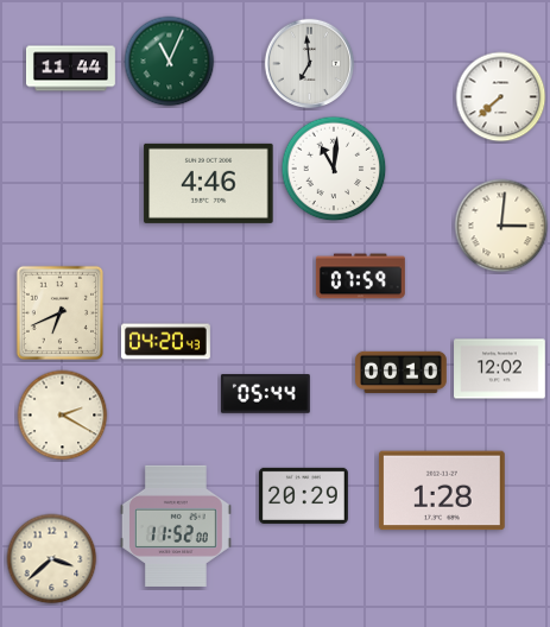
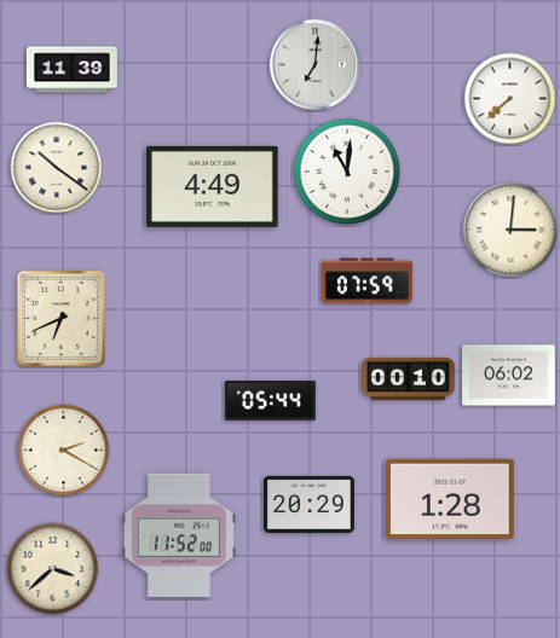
clock at (170, 62): 11:04 -> none
clock at (310, 64): 6:59 -> 7:01
clock at (70, 69): 11:44 -> 11:39
clock at (57, 168): none -> 10:21
clock at (334, 169) position: (334, 169) -> (347, 172)
clock at (209, 183): 4:46 -> 4:49
clock at (165, 342): 04:20 -> none
clock at (500, 369): 12:02 -> 06:02
clock at (63, 416) position: (63, 416) -> (64, 451)
